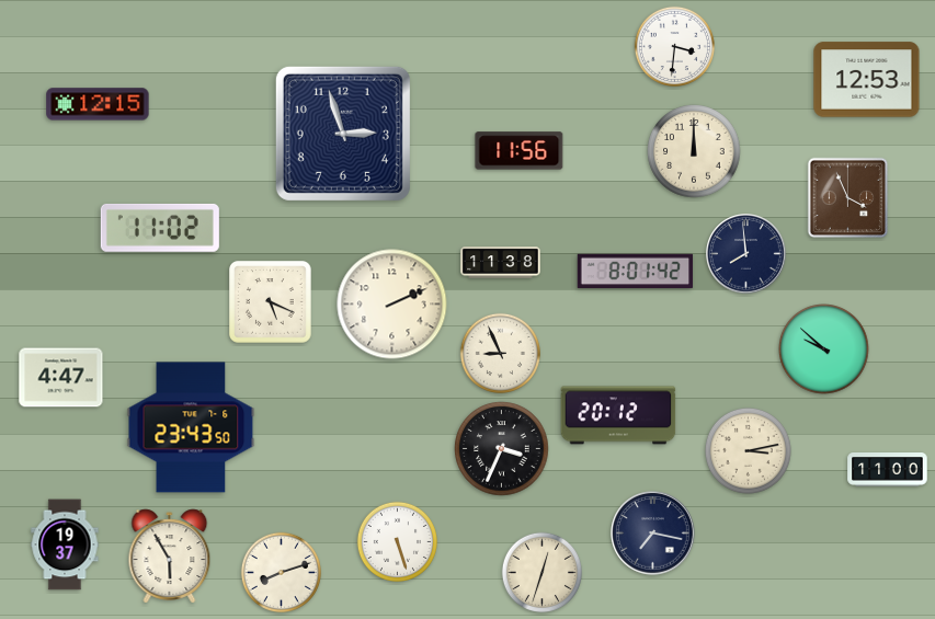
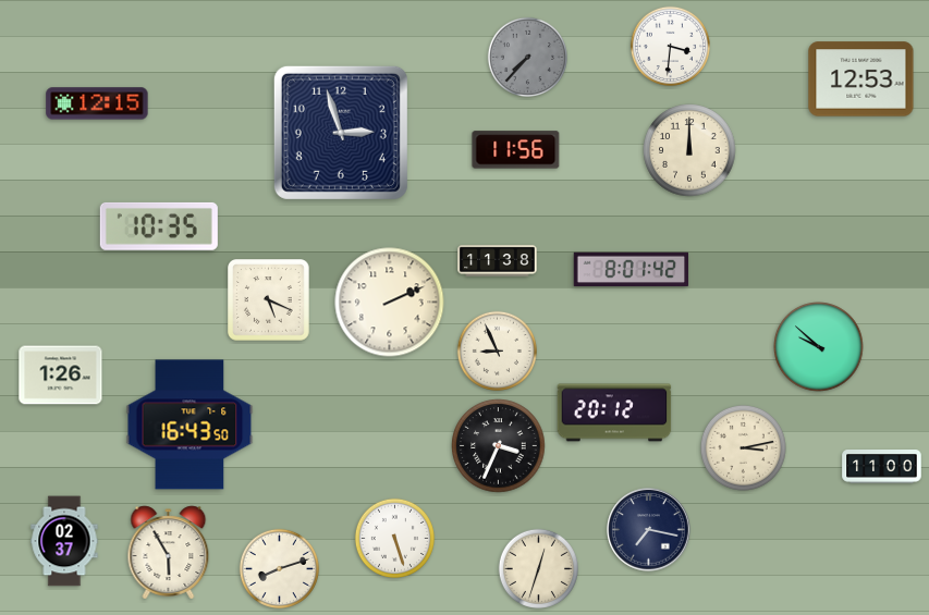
clock at (527, 57): none -> 7:37
clock at (848, 198): 3:56 -> none
clock at (160, 228): 11:02 -> 10:35
clock at (746, 254): 7:59 -> none
clock at (61, 378): 4:47 -> 1:26
clock at (191, 427): 23:43 -> 16:43
clock at (65, 545): 19:37 -> 02:37
